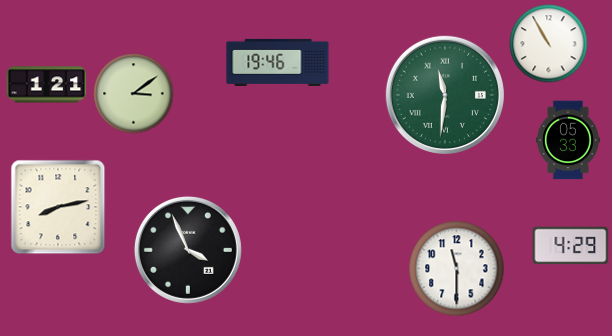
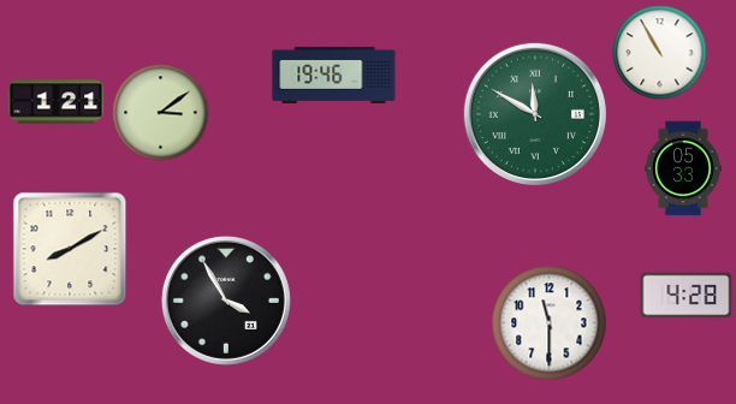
clock at (445, 95): 11:31 -> 11:50
clock at (58, 207): 8:13 -> 8:10
clock at (571, 246): 4:29 -> 4:28
clock at (188, 250): 3:56 -> 3:55
